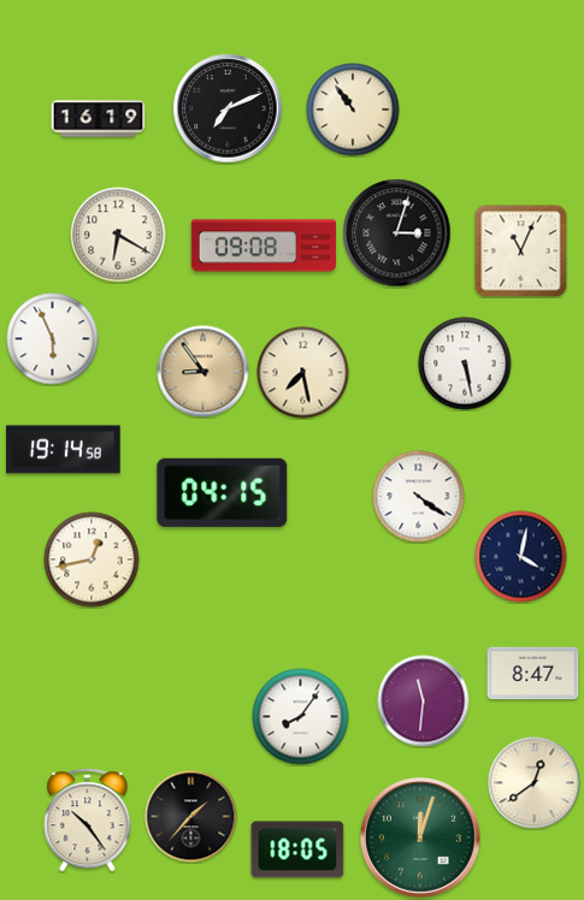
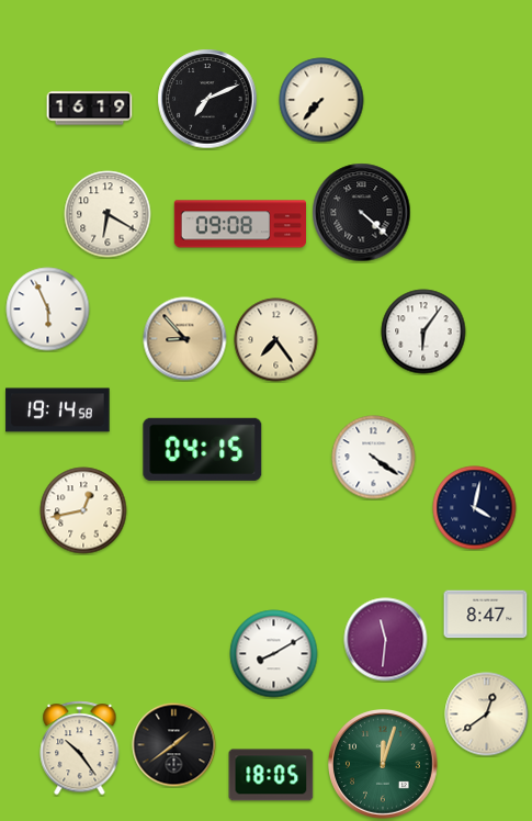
clock at (353, 109): 10:54 -> 7:37
clock at (397, 233): 3:03 -> 4:22
clock at (521, 251): 11:04 -> none
clock at (465, 363): 5:28 -> 6:06
clock at (203, 372): 8:54 -> 8:53
clock at (303, 373): 7:28 -> 7:24
clock at (419, 497) position: (419, 497) -> (374, 458)
clock at (301, 717): 8:06 -> 8:10
clock at (191, 817): 1:37 -> 1:39
